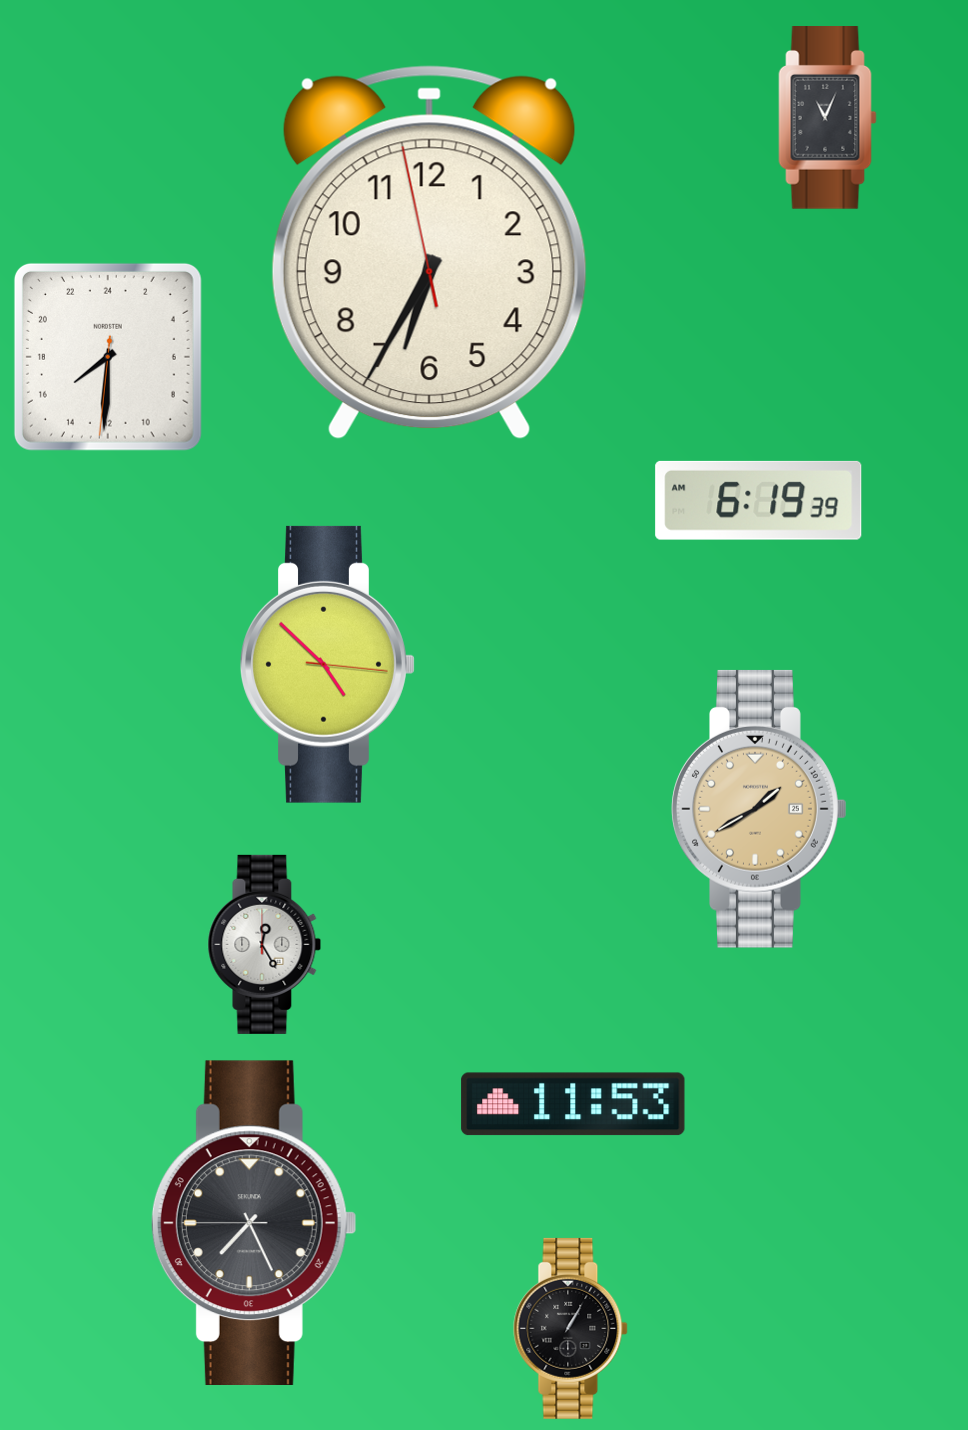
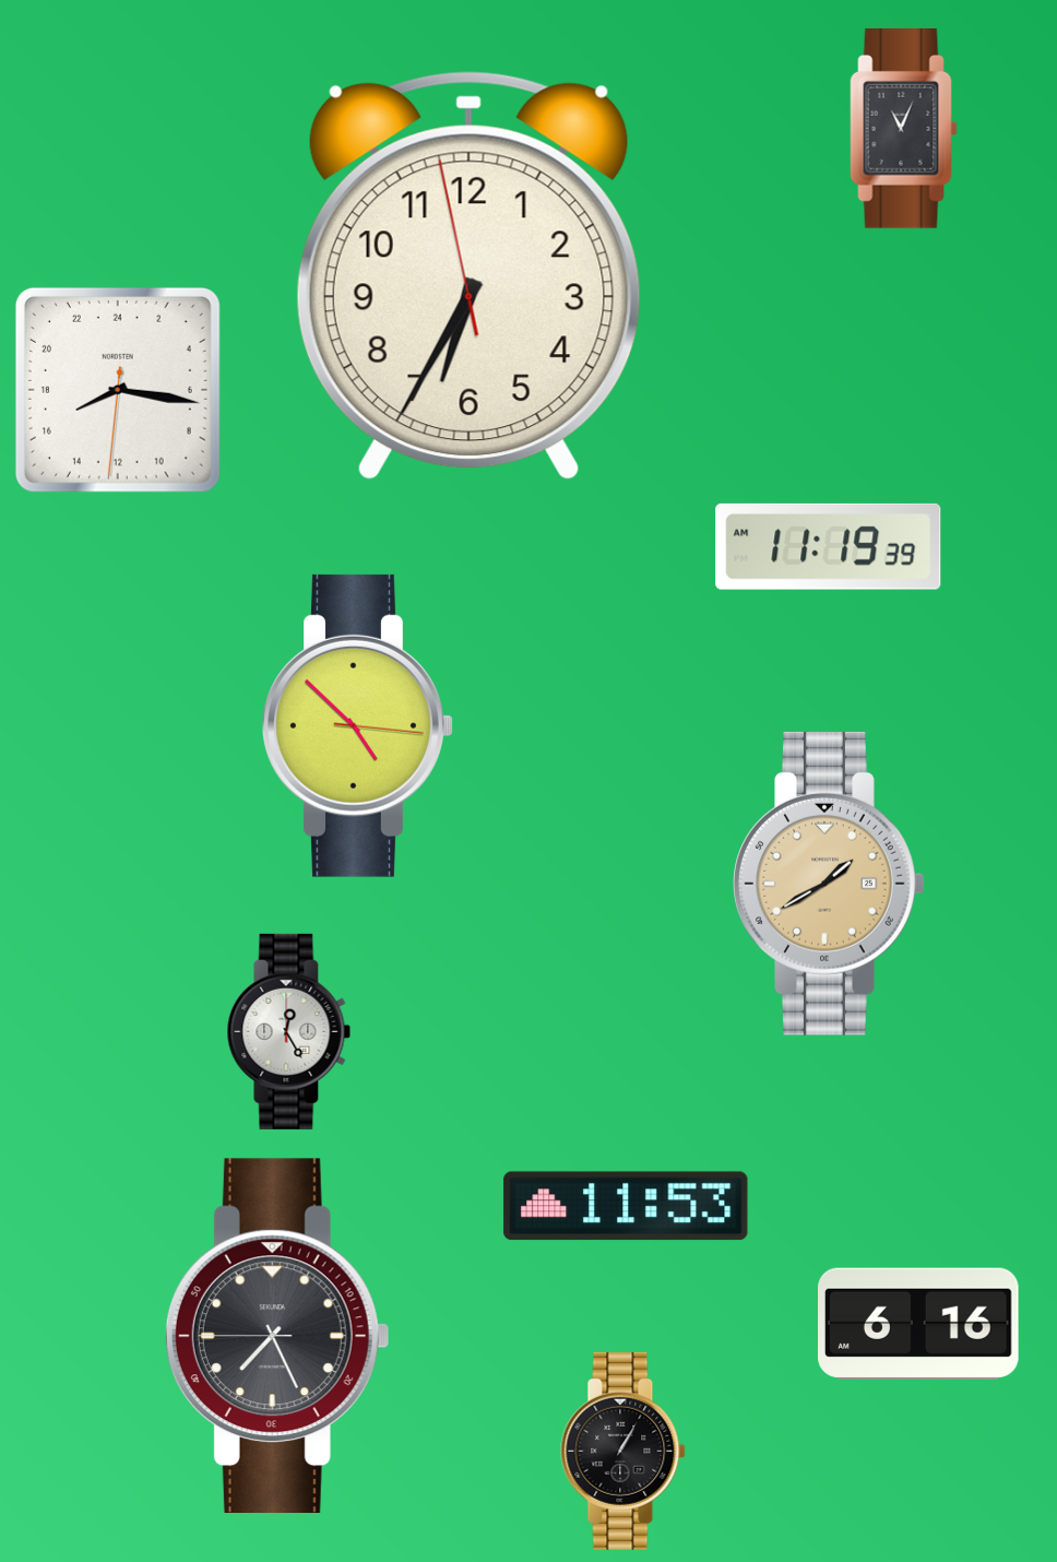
clock at (108, 357): 15:30 -> 16:16
clock at (759, 500): 6:19 -> 11:19
clock at (919, 1324): none -> 6:16
